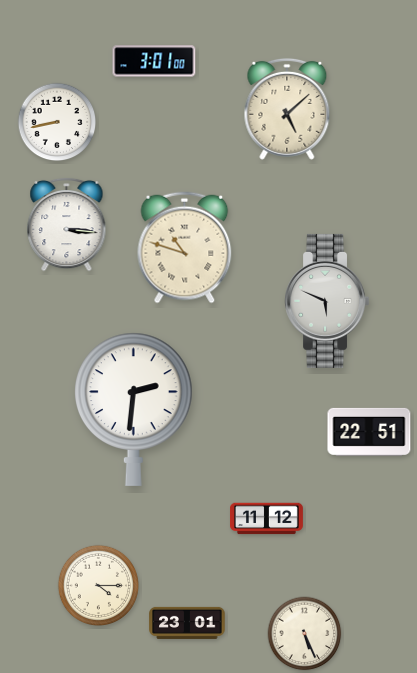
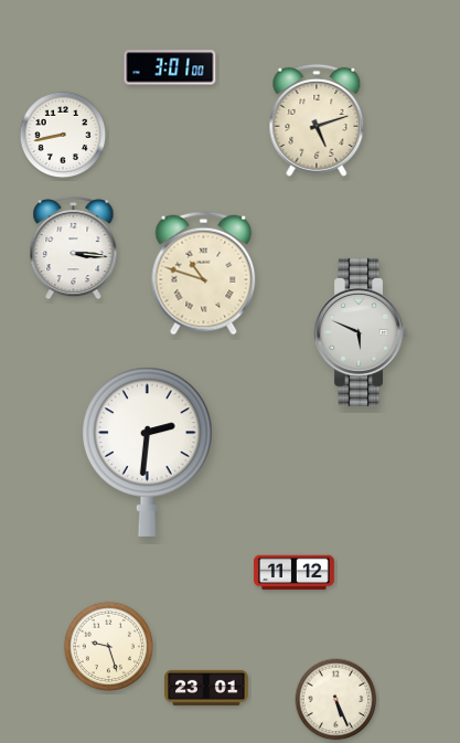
clock at (287, 109): 5:08 -> 5:12
clock at (369, 432): 22:51 -> none
clock at (98, 585): 4:15 -> 9:27
